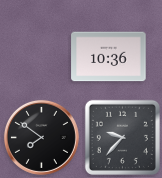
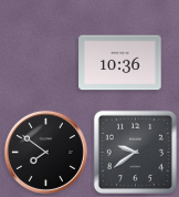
clock at (122, 137): 9:37 -> 9:39
